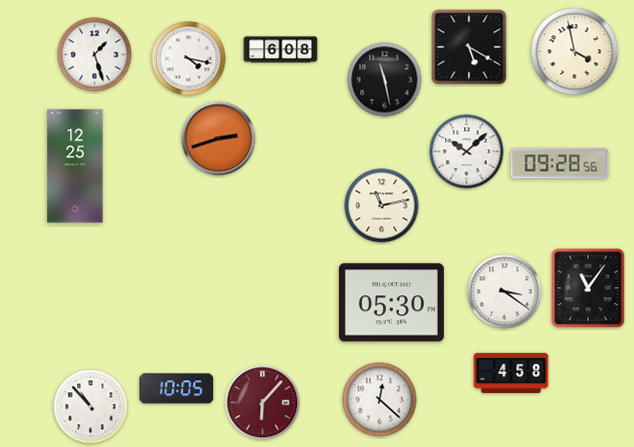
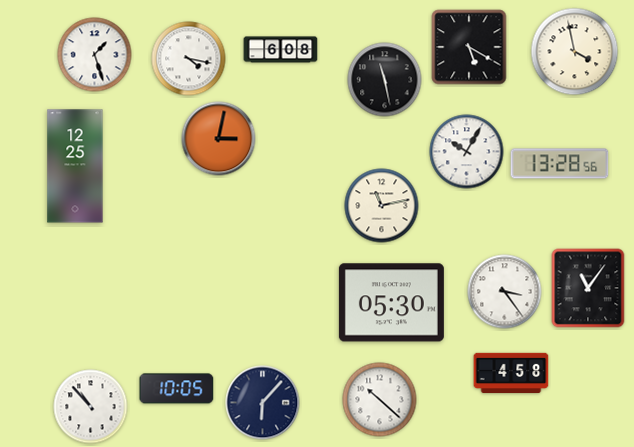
clock at (219, 139): 2:42 -> 3:02
clock at (467, 152): 10:08 -> 10:05
clock at (560, 164): 09:28 -> 13:28
clock at (505, 292): 3:21 -> 3:24
clock at (380, 400): 12:22 -> 10:22
clock at (263, 403) dial: burgundy -> navy
